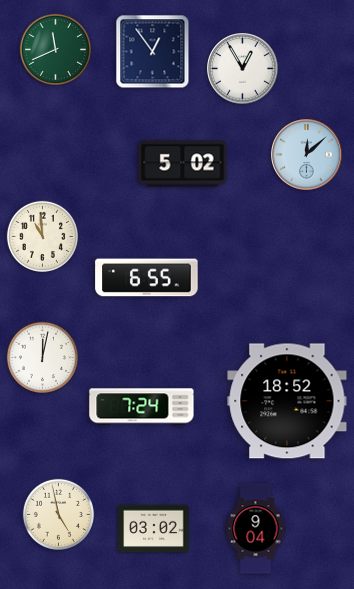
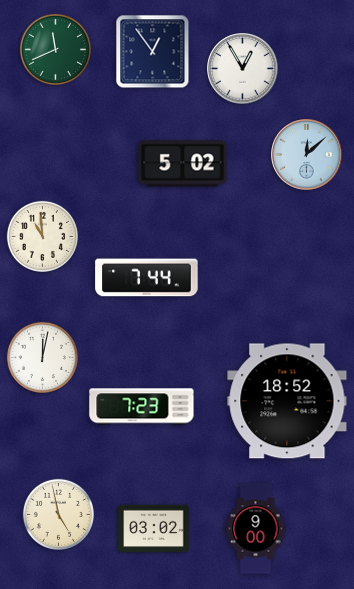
clock at (147, 278): 6:55 -> 7:44
clock at (142, 407): 7:24 -> 7:23
clock at (256, 529): 9:04 -> 9:00
